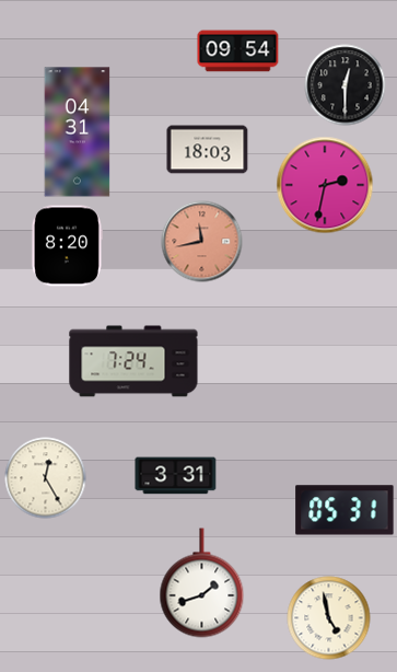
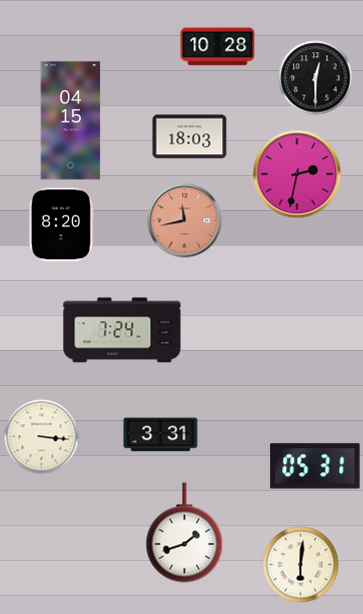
clock at (238, 51): 09:54 -> 10:28
clock at (78, 132): 04:31 -> 04:15
clock at (325, 185) position: (325, 185) -> (297, 174)
clock at (46, 478): 12:25 -> 3:16
clock at (329, 618): 4:58 -> 6:01
